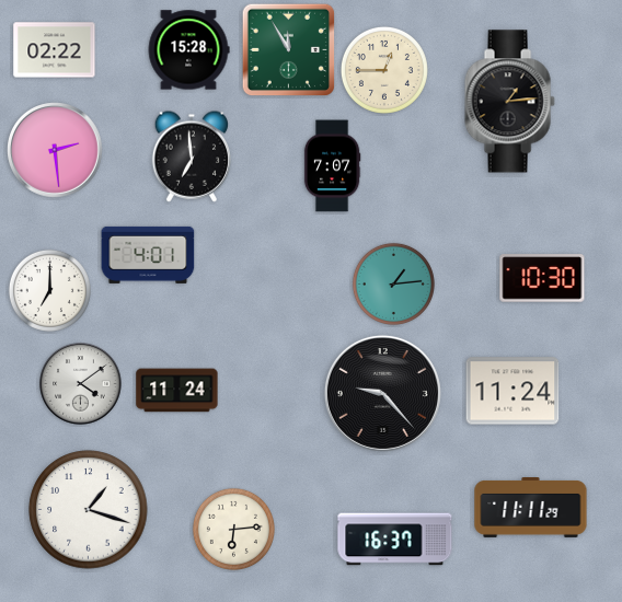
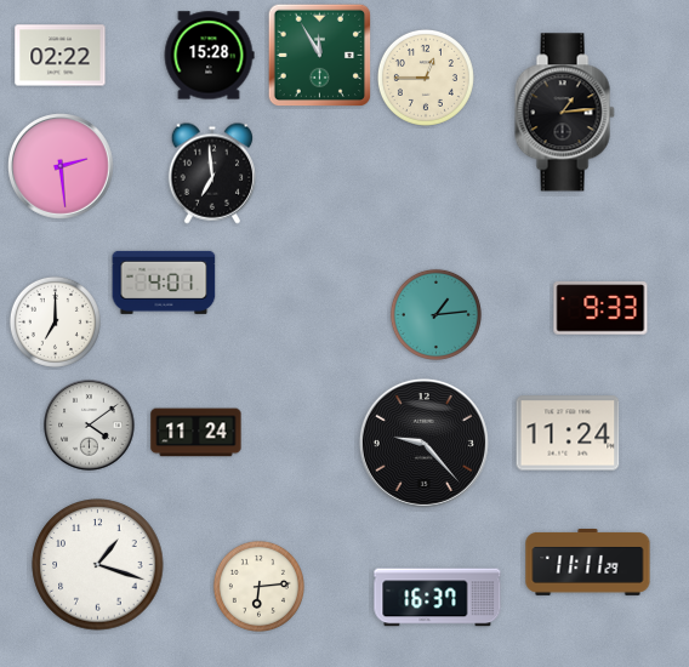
clock at (332, 166): 7:07 -> none
clock at (542, 278): 10:30 -> 9:33
clock at (382, 393) position: (382, 393) -> (423, 443)
